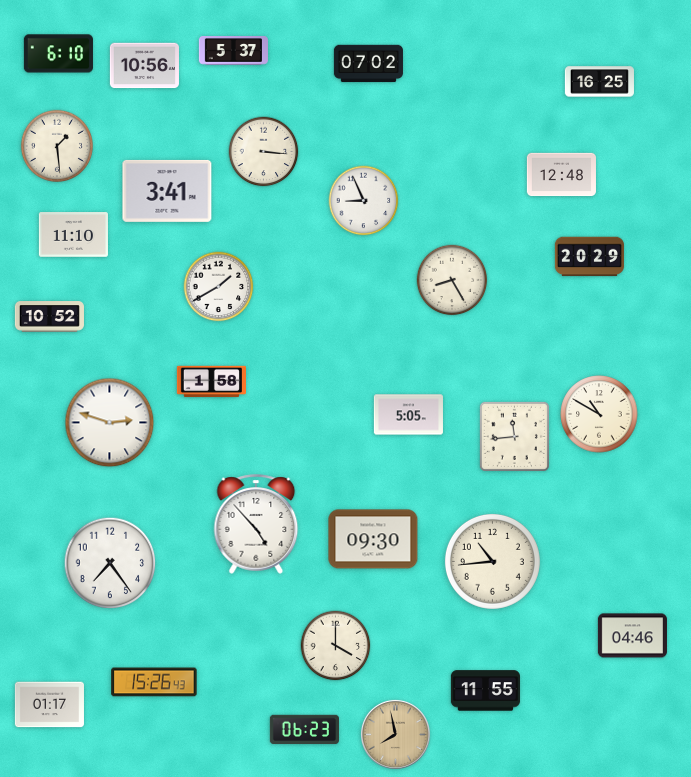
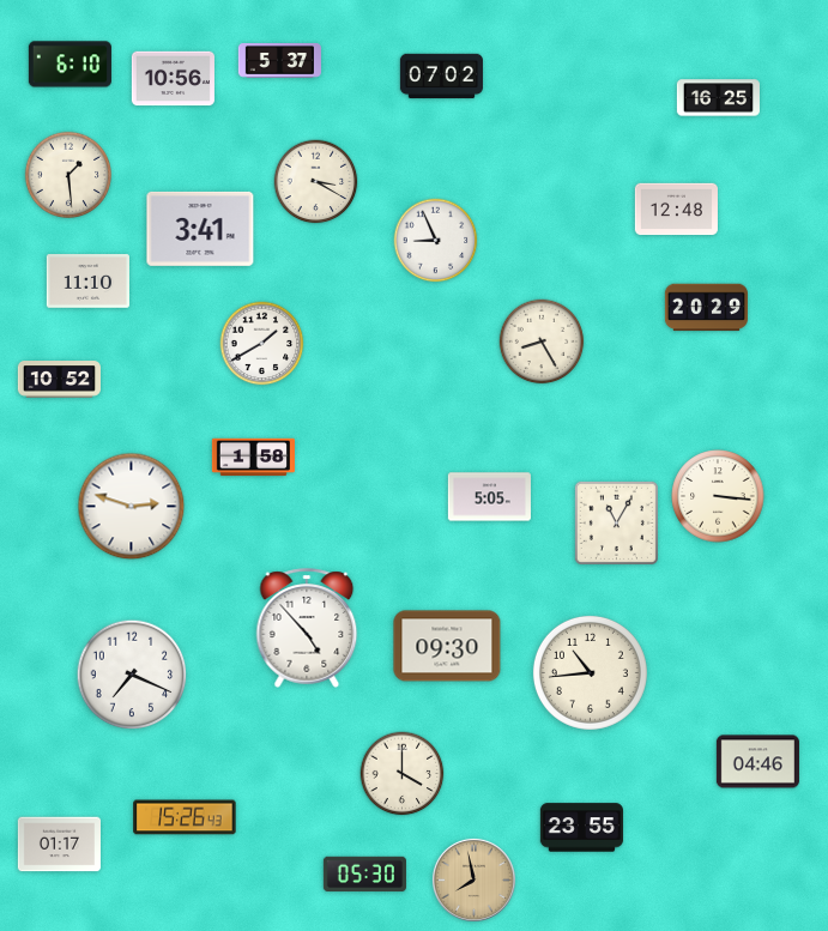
clock at (264, 152): 3:16 -> 3:20
clock at (561, 175) position: (561, 175) -> (676, 210)
clock at (452, 280) position: (452, 280) -> (542, 341)
clock at (599, 414): 10:50 -> 3:16
clock at (514, 436): 11:44 -> 11:05
clock at (110, 563): 7:24 -> 7:19
clock at (485, 691): 11:55 -> 23:55
clock at (304, 730): 06:23 -> 05:30
